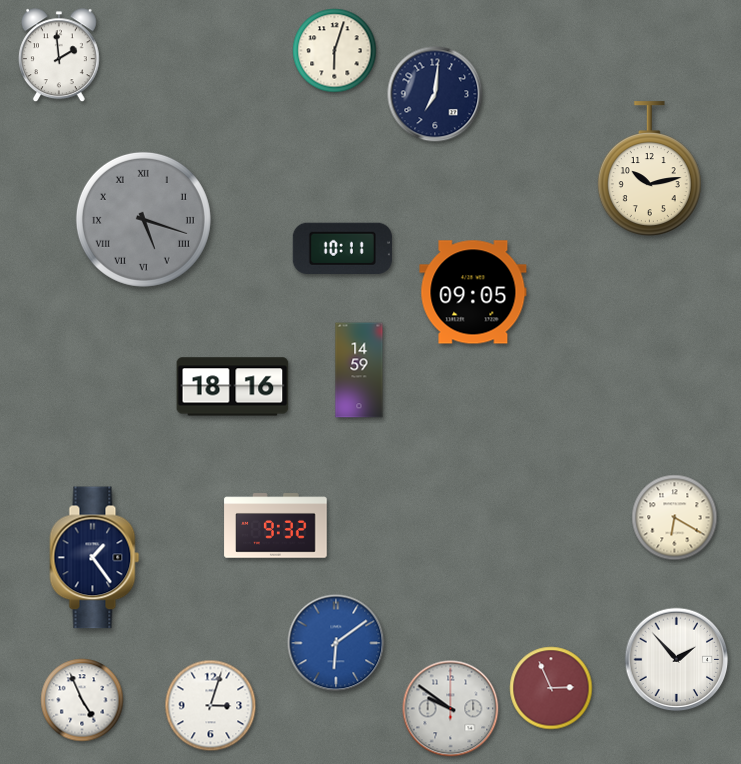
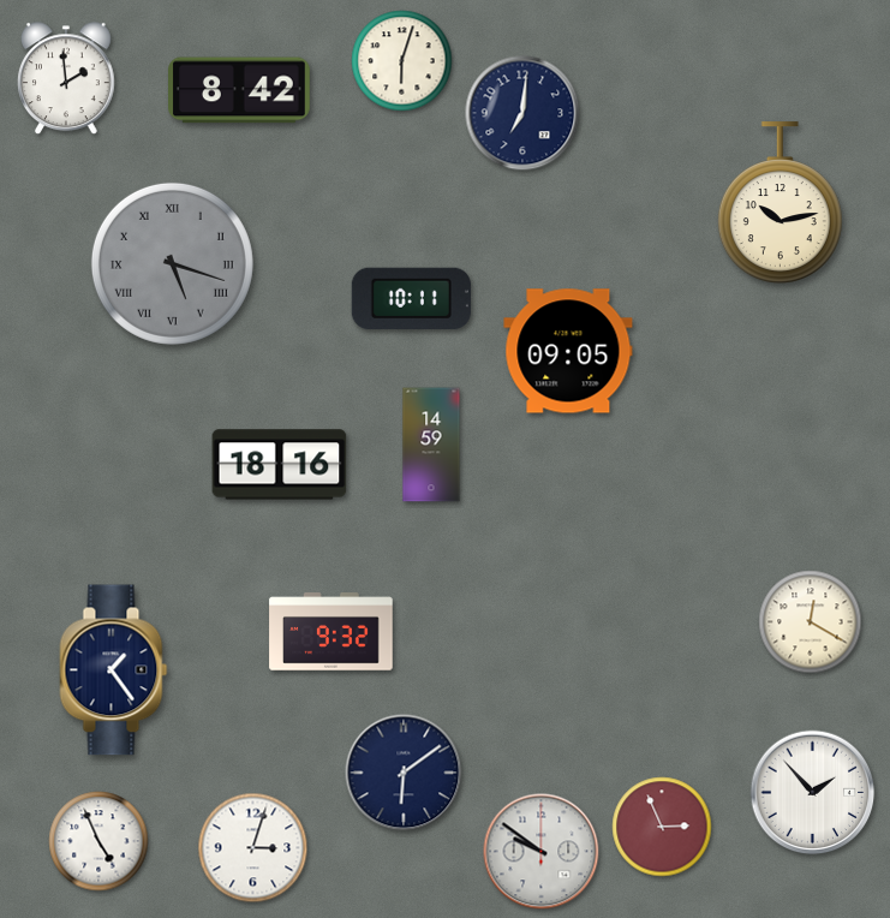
clock at (59, 56) position: (59, 56) -> (66, 79)
clock at (240, 90): none -> 8:42
clock at (675, 518): 6:20 -> 12:20
clock at (336, 643) dial: blue -> navy
